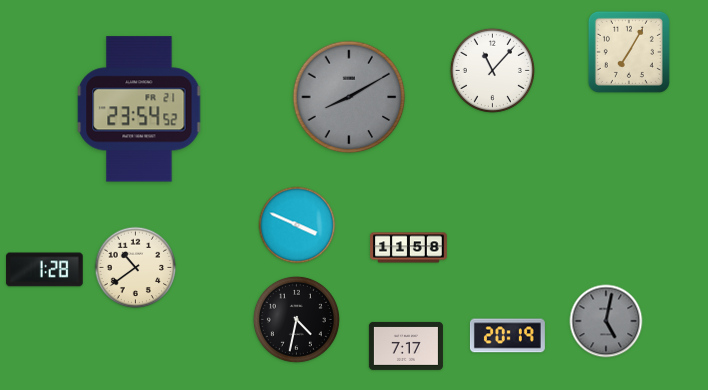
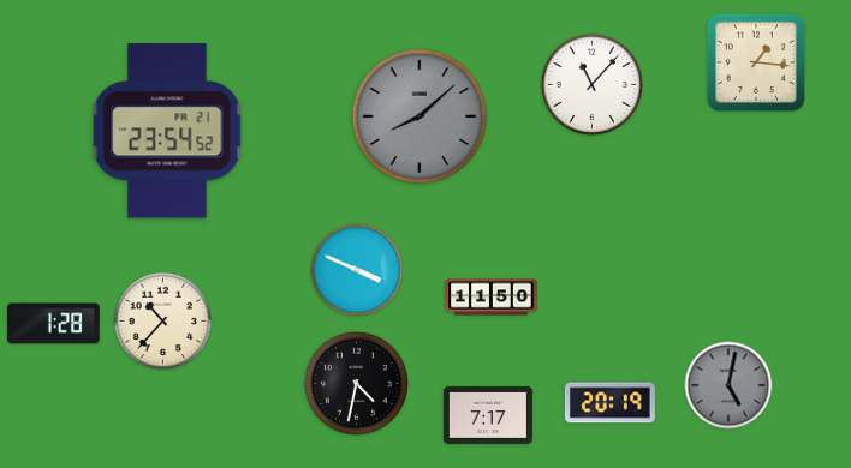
clock at (629, 52): 7:05 -> 1:16
clock at (349, 97): 8:10 -> 8:08
clock at (409, 248): 11:58 -> 11:50
clock at (136, 268): 10:39 -> 10:37
